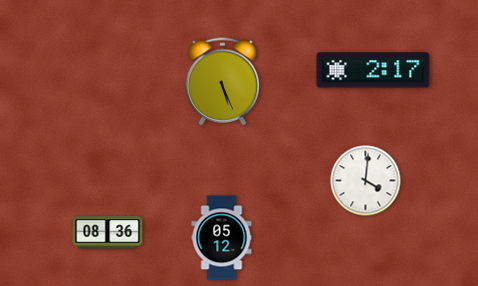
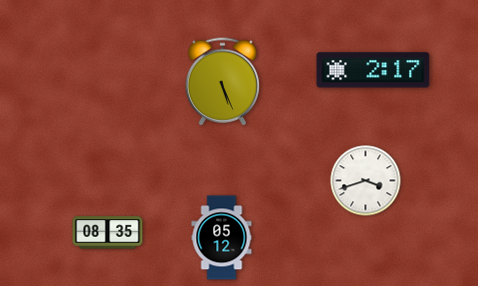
clock at (366, 181): 4:01 -> 3:42
clock at (108, 233): 08:36 -> 08:35
